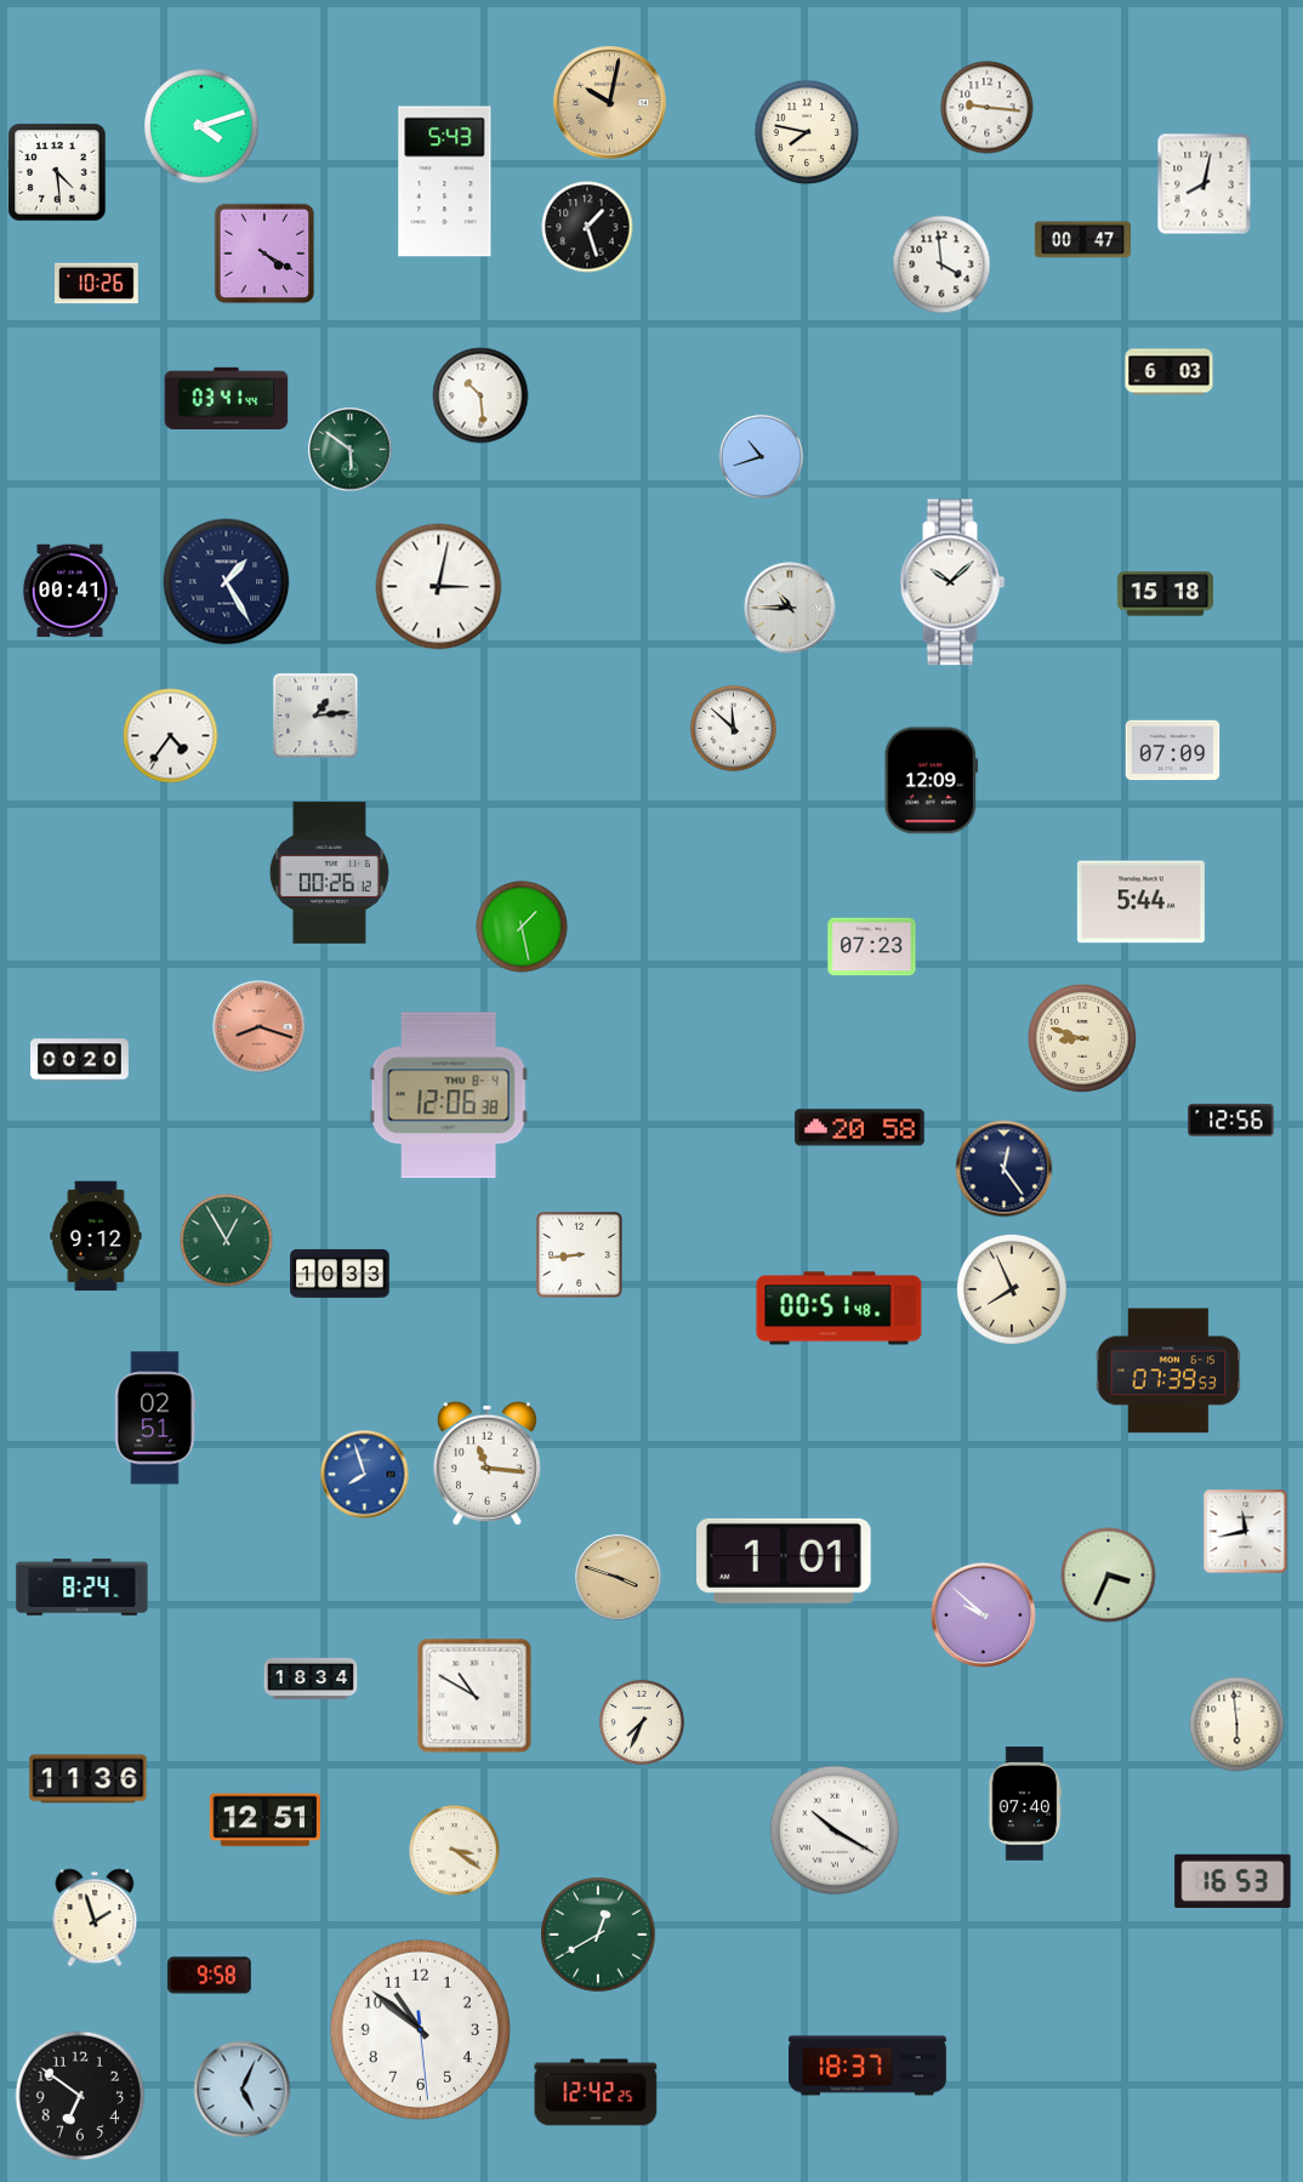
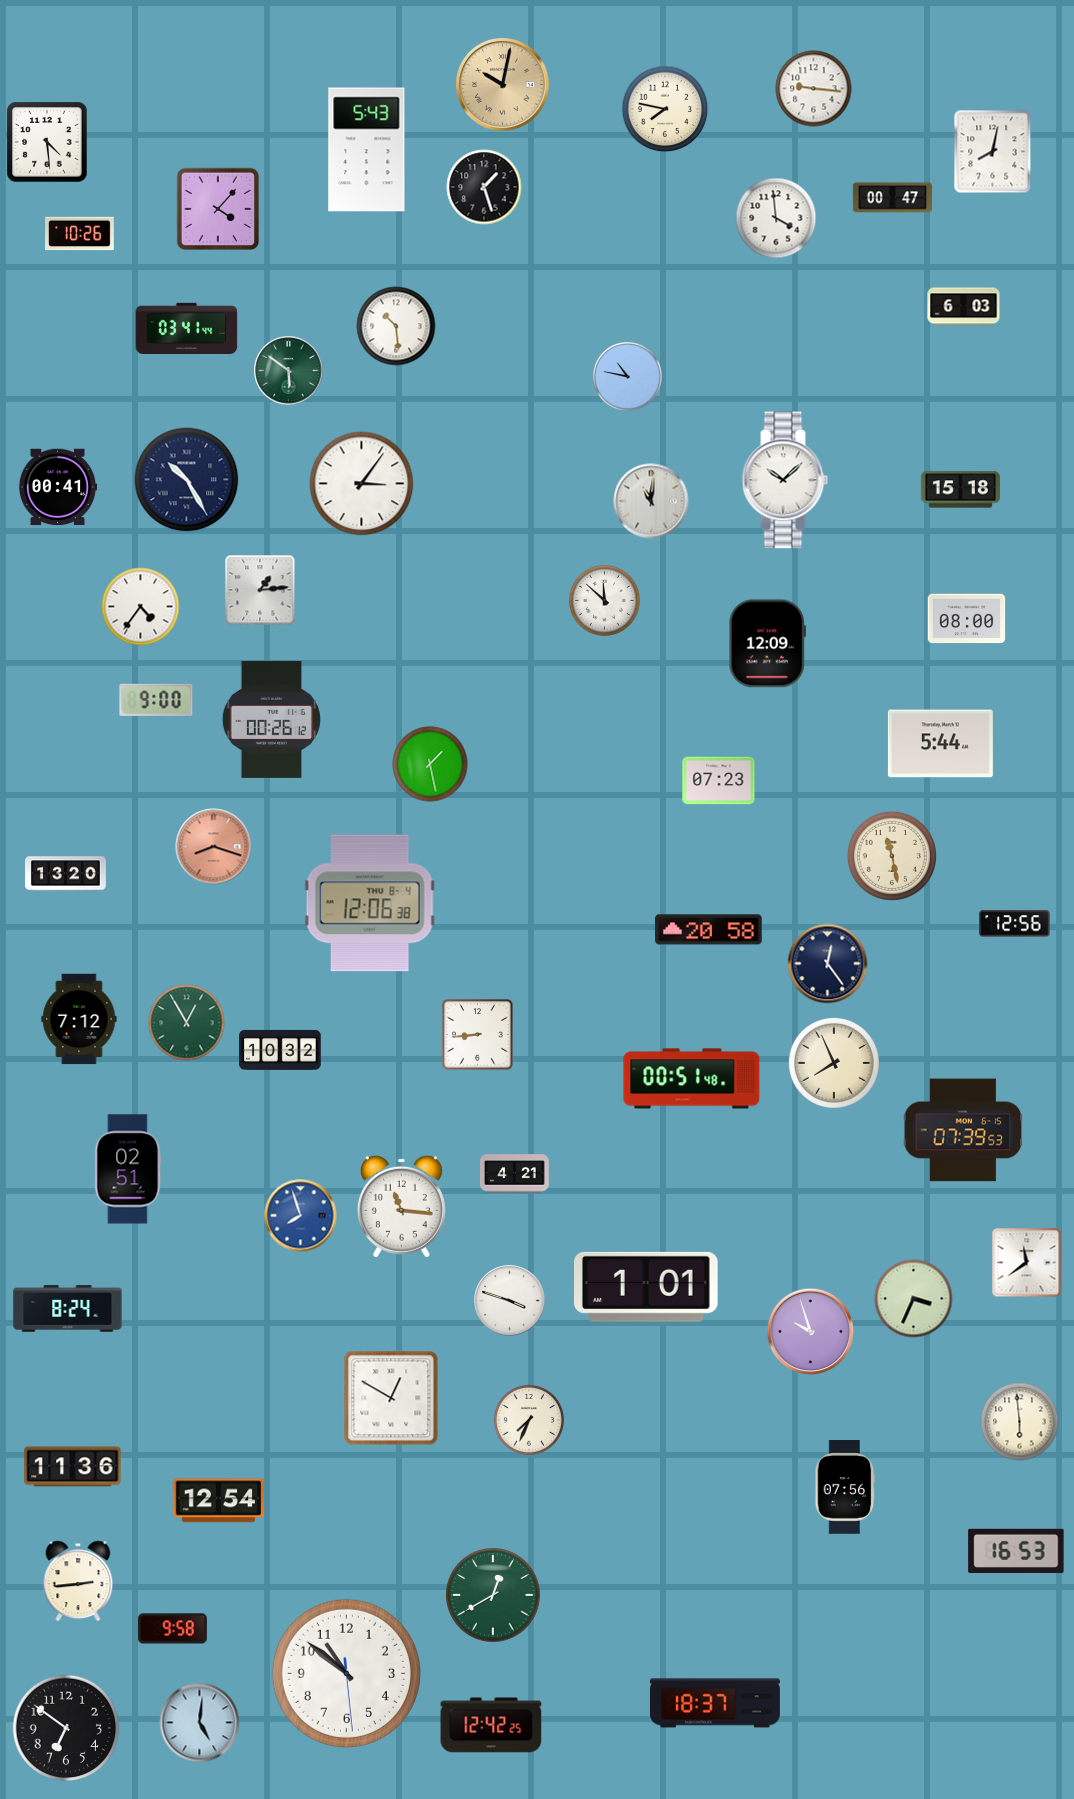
clock at (201, 126): 4:12 -> none
clock at (264, 253): 4:20 -> 4:07
clock at (761, 456): 10:42 -> 10:47
clock at (227, 582): 1:25 -> 10:25
clock at (439, 587): 3:02 -> 3:06
clock at (790, 608): 10:45 -> 11:01
clock at (1173, 751): 07:09 -> 08:00
clock at (156, 700): none -> 9:00
clock at (1082, 1038): 8:48 -> 11:28
clock at (80, 1060): 00:20 -> 13:20
clock at (96, 1236): 9:12 -> 7:12
clock at (340, 1274): 10:33 -> 10:32
clock at (515, 1174): none -> 4:21
clock at (1246, 1532): 11:43 -> 11:39
clock at (619, 1578) dial: champagne -> white
clock at (984, 1616): 9:52 -> 9:57
clock at (311, 1677): 18:34 -> none
clock at (474, 1696): 10:50 -> 12:50
clock at (1025, 1804): 07:40 -> 07:56
clock at (264, 1821): 12:51 -> 12:54
clock at (835, 1830): 10:20 -> none
clock at (455, 1851): 3:21 -> none
clock at (95, 1918): 1:57 -> 2:44
clock at (243, 2090): 5:04 -> 5:01
